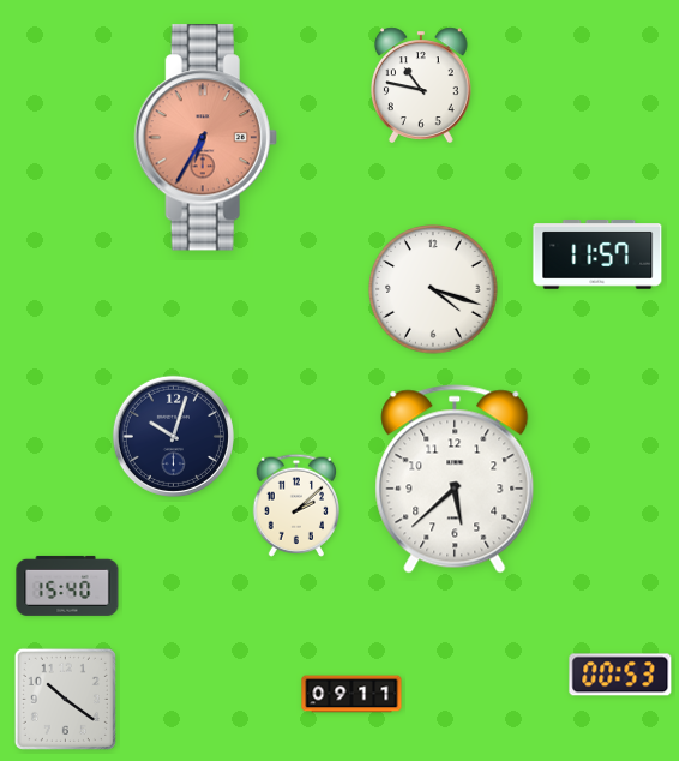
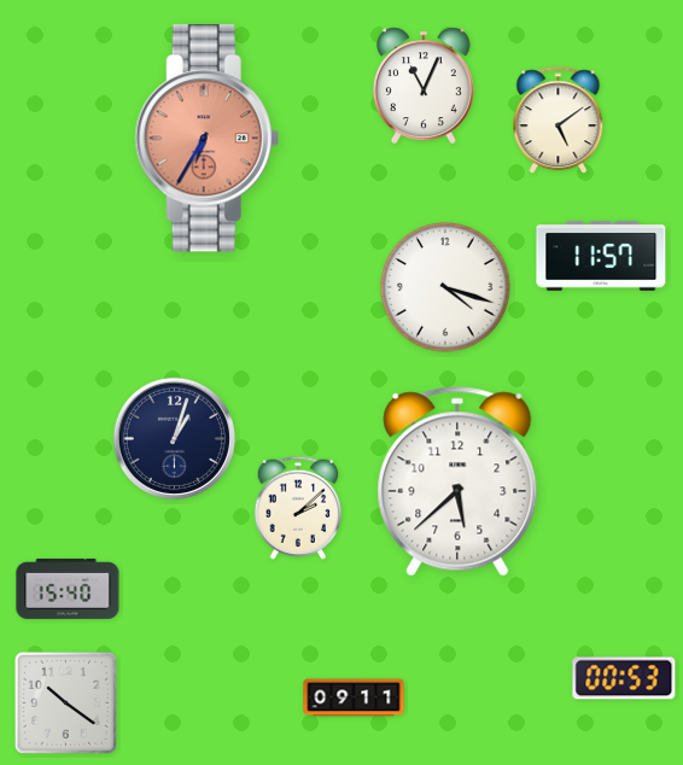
clock at (421, 85): 10:47 -> 11:04
clock at (559, 121): none -> 5:09
clock at (433, 289) position: (433, 289) -> (445, 287)
clock at (173, 436): 10:03 -> 1:03
